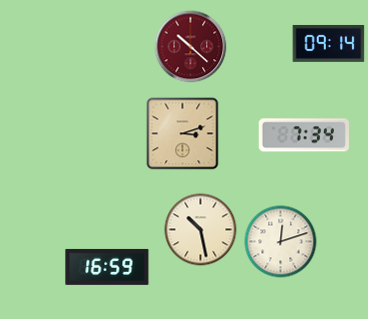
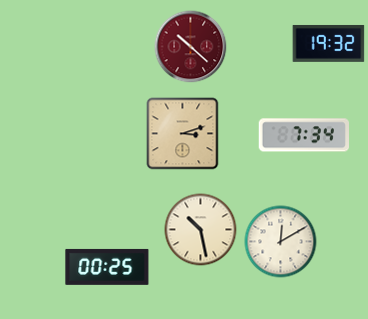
clock at (329, 43): 09:14 -> 19:32
clock at (281, 242): 12:12 -> 12:10
clock at (107, 267): 16:59 -> 00:25
